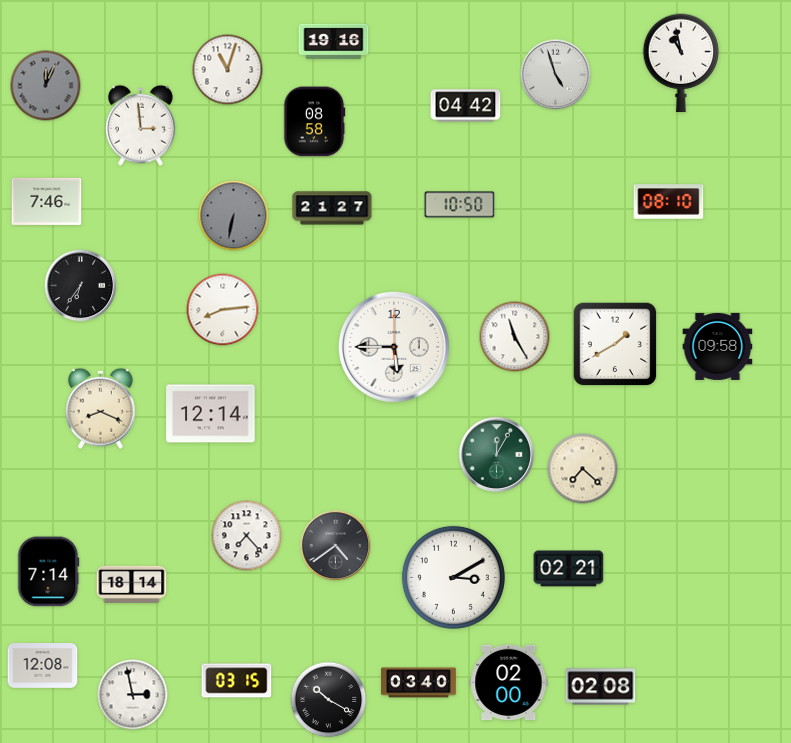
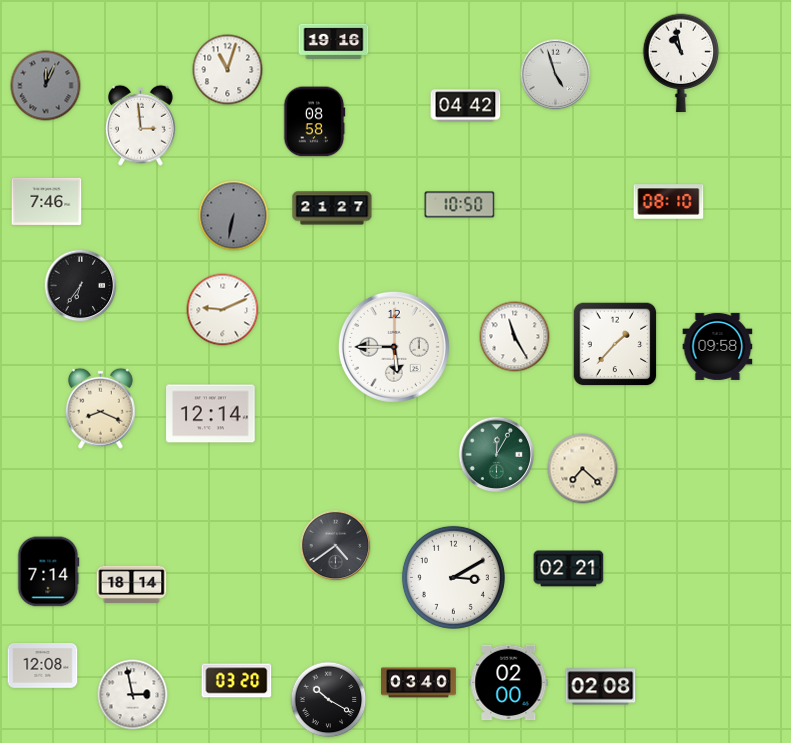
clock at (223, 310): 8:14 -> 9:11
clock at (615, 344): 1:40 -> 1:37
clock at (247, 536): 7:23 -> none
clock at (237, 681): 03:15 -> 03:20
